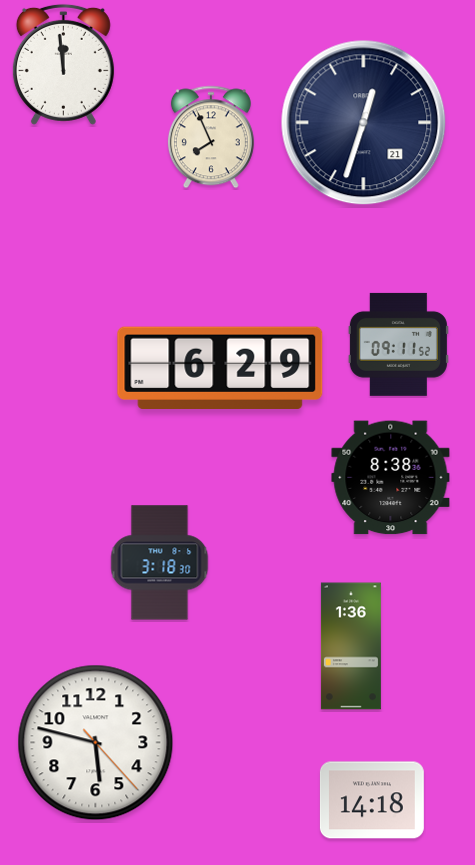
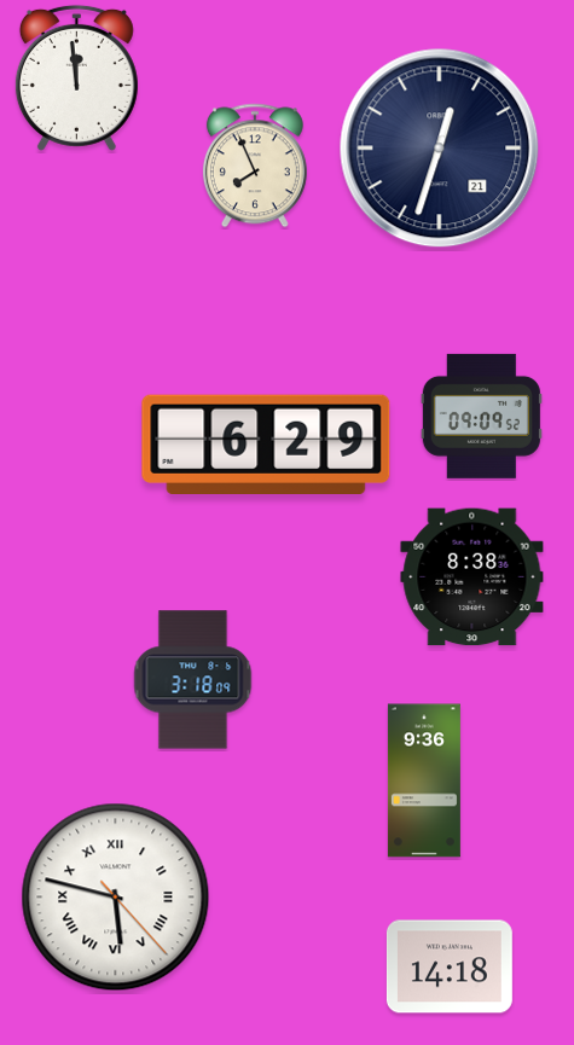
clock at (398, 344): 09:11 -> 09:09
clock at (160, 563): 3:18:30 -> 3:18:09
clock at (351, 646): 1:36 -> 9:36
clock at (96, 743) numerals: Arabic -> Roman
